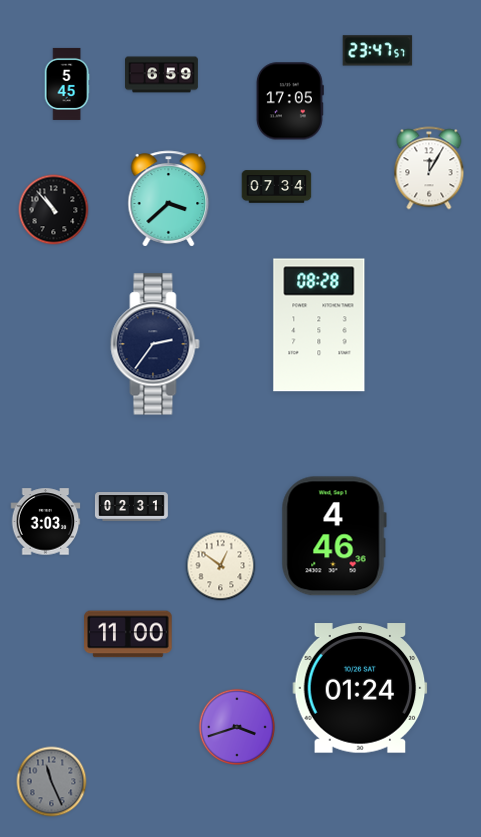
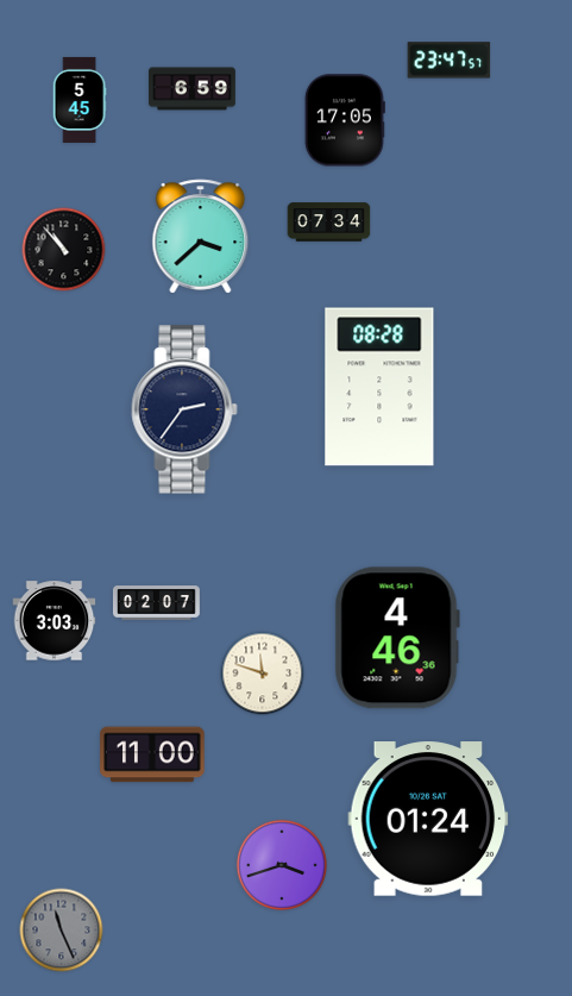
clock at (429, 168): 12:05 -> none
clock at (132, 507): 02:31 -> 02:07
clock at (221, 566): 12:51 -> 11:48
